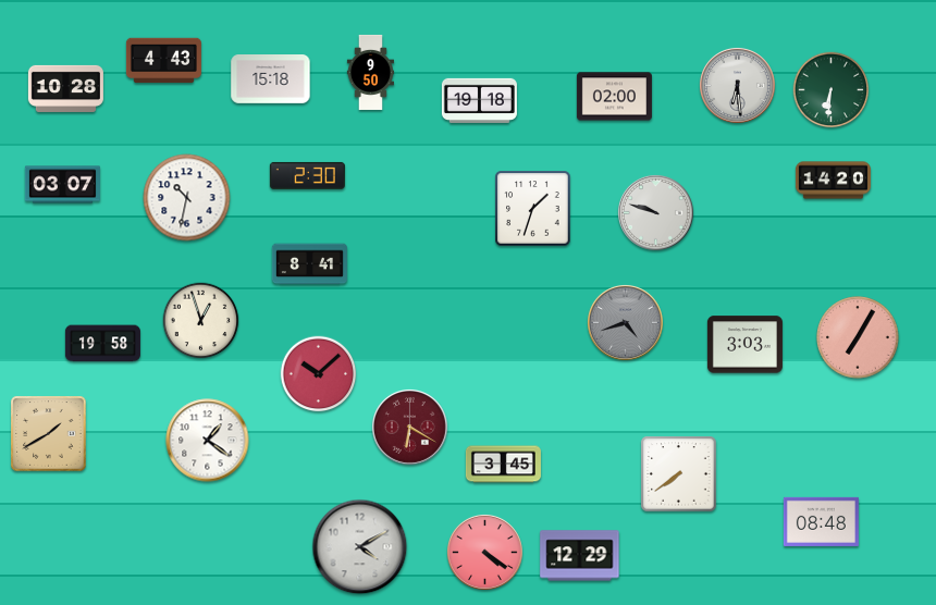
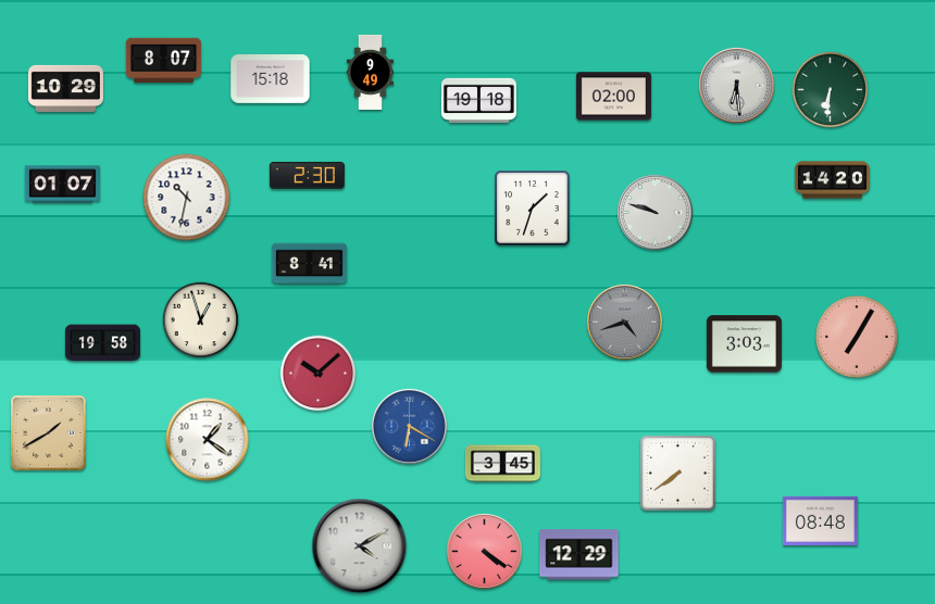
clock at (163, 61): 4:43 -> 8:07
clock at (370, 72): 9:50 -> 9:49
clock at (65, 88): 10:28 -> 10:29
clock at (62, 185): 03:07 -> 01:07
clock at (409, 427) dial: burgundy -> blue
